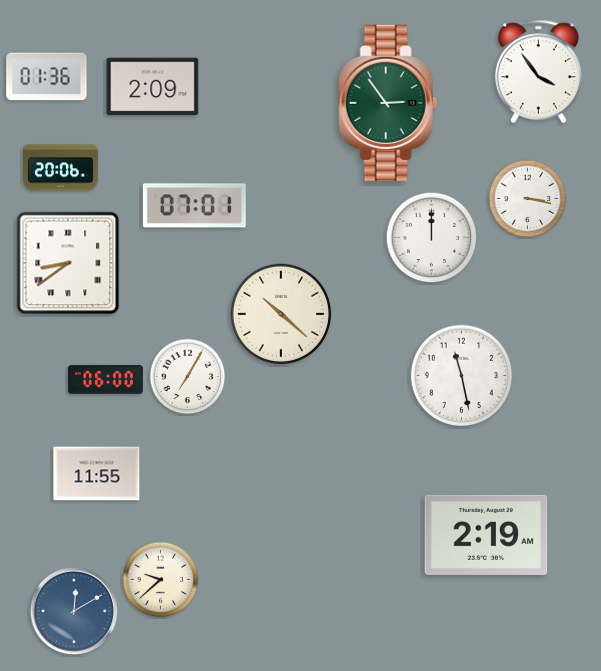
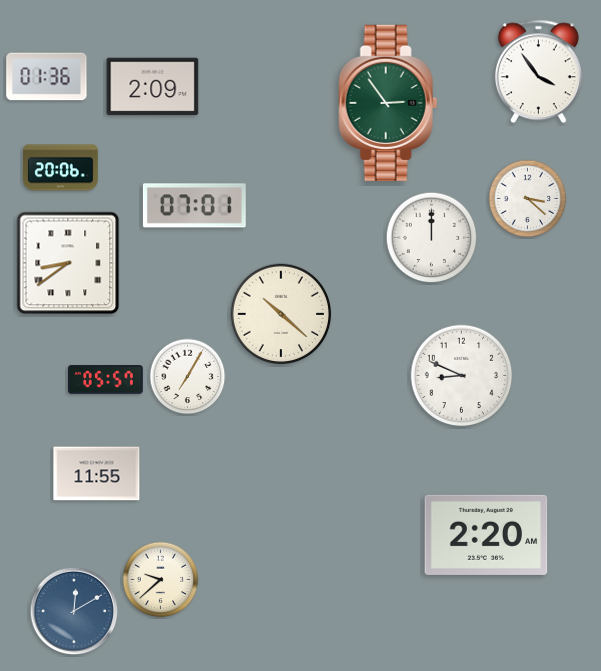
clock at (528, 199): 3:17 -> 3:22
clock at (462, 376): 11:28 -> 8:49
clock at (106, 380): 06:00 -> 05:57
clock at (486, 535): 2:19 -> 2:20
